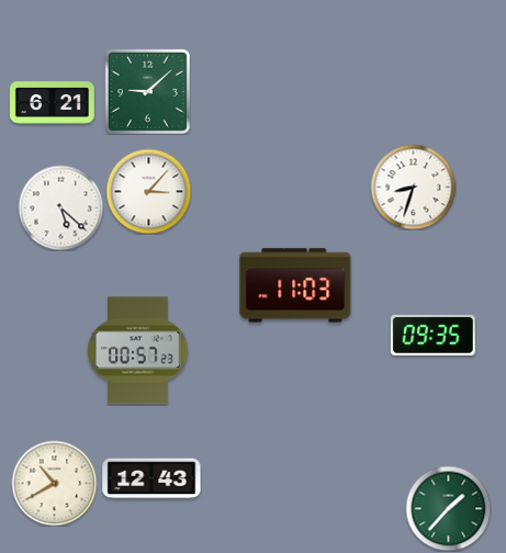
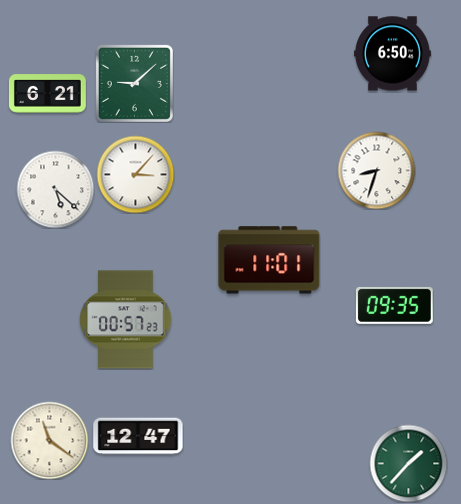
clock at (392, 54): none -> 6:50
clock at (295, 285): 11:03 -> 11:01
clock at (151, 478): 12:43 -> 12:47
clock at (54, 483): 10:40 -> 11:21
